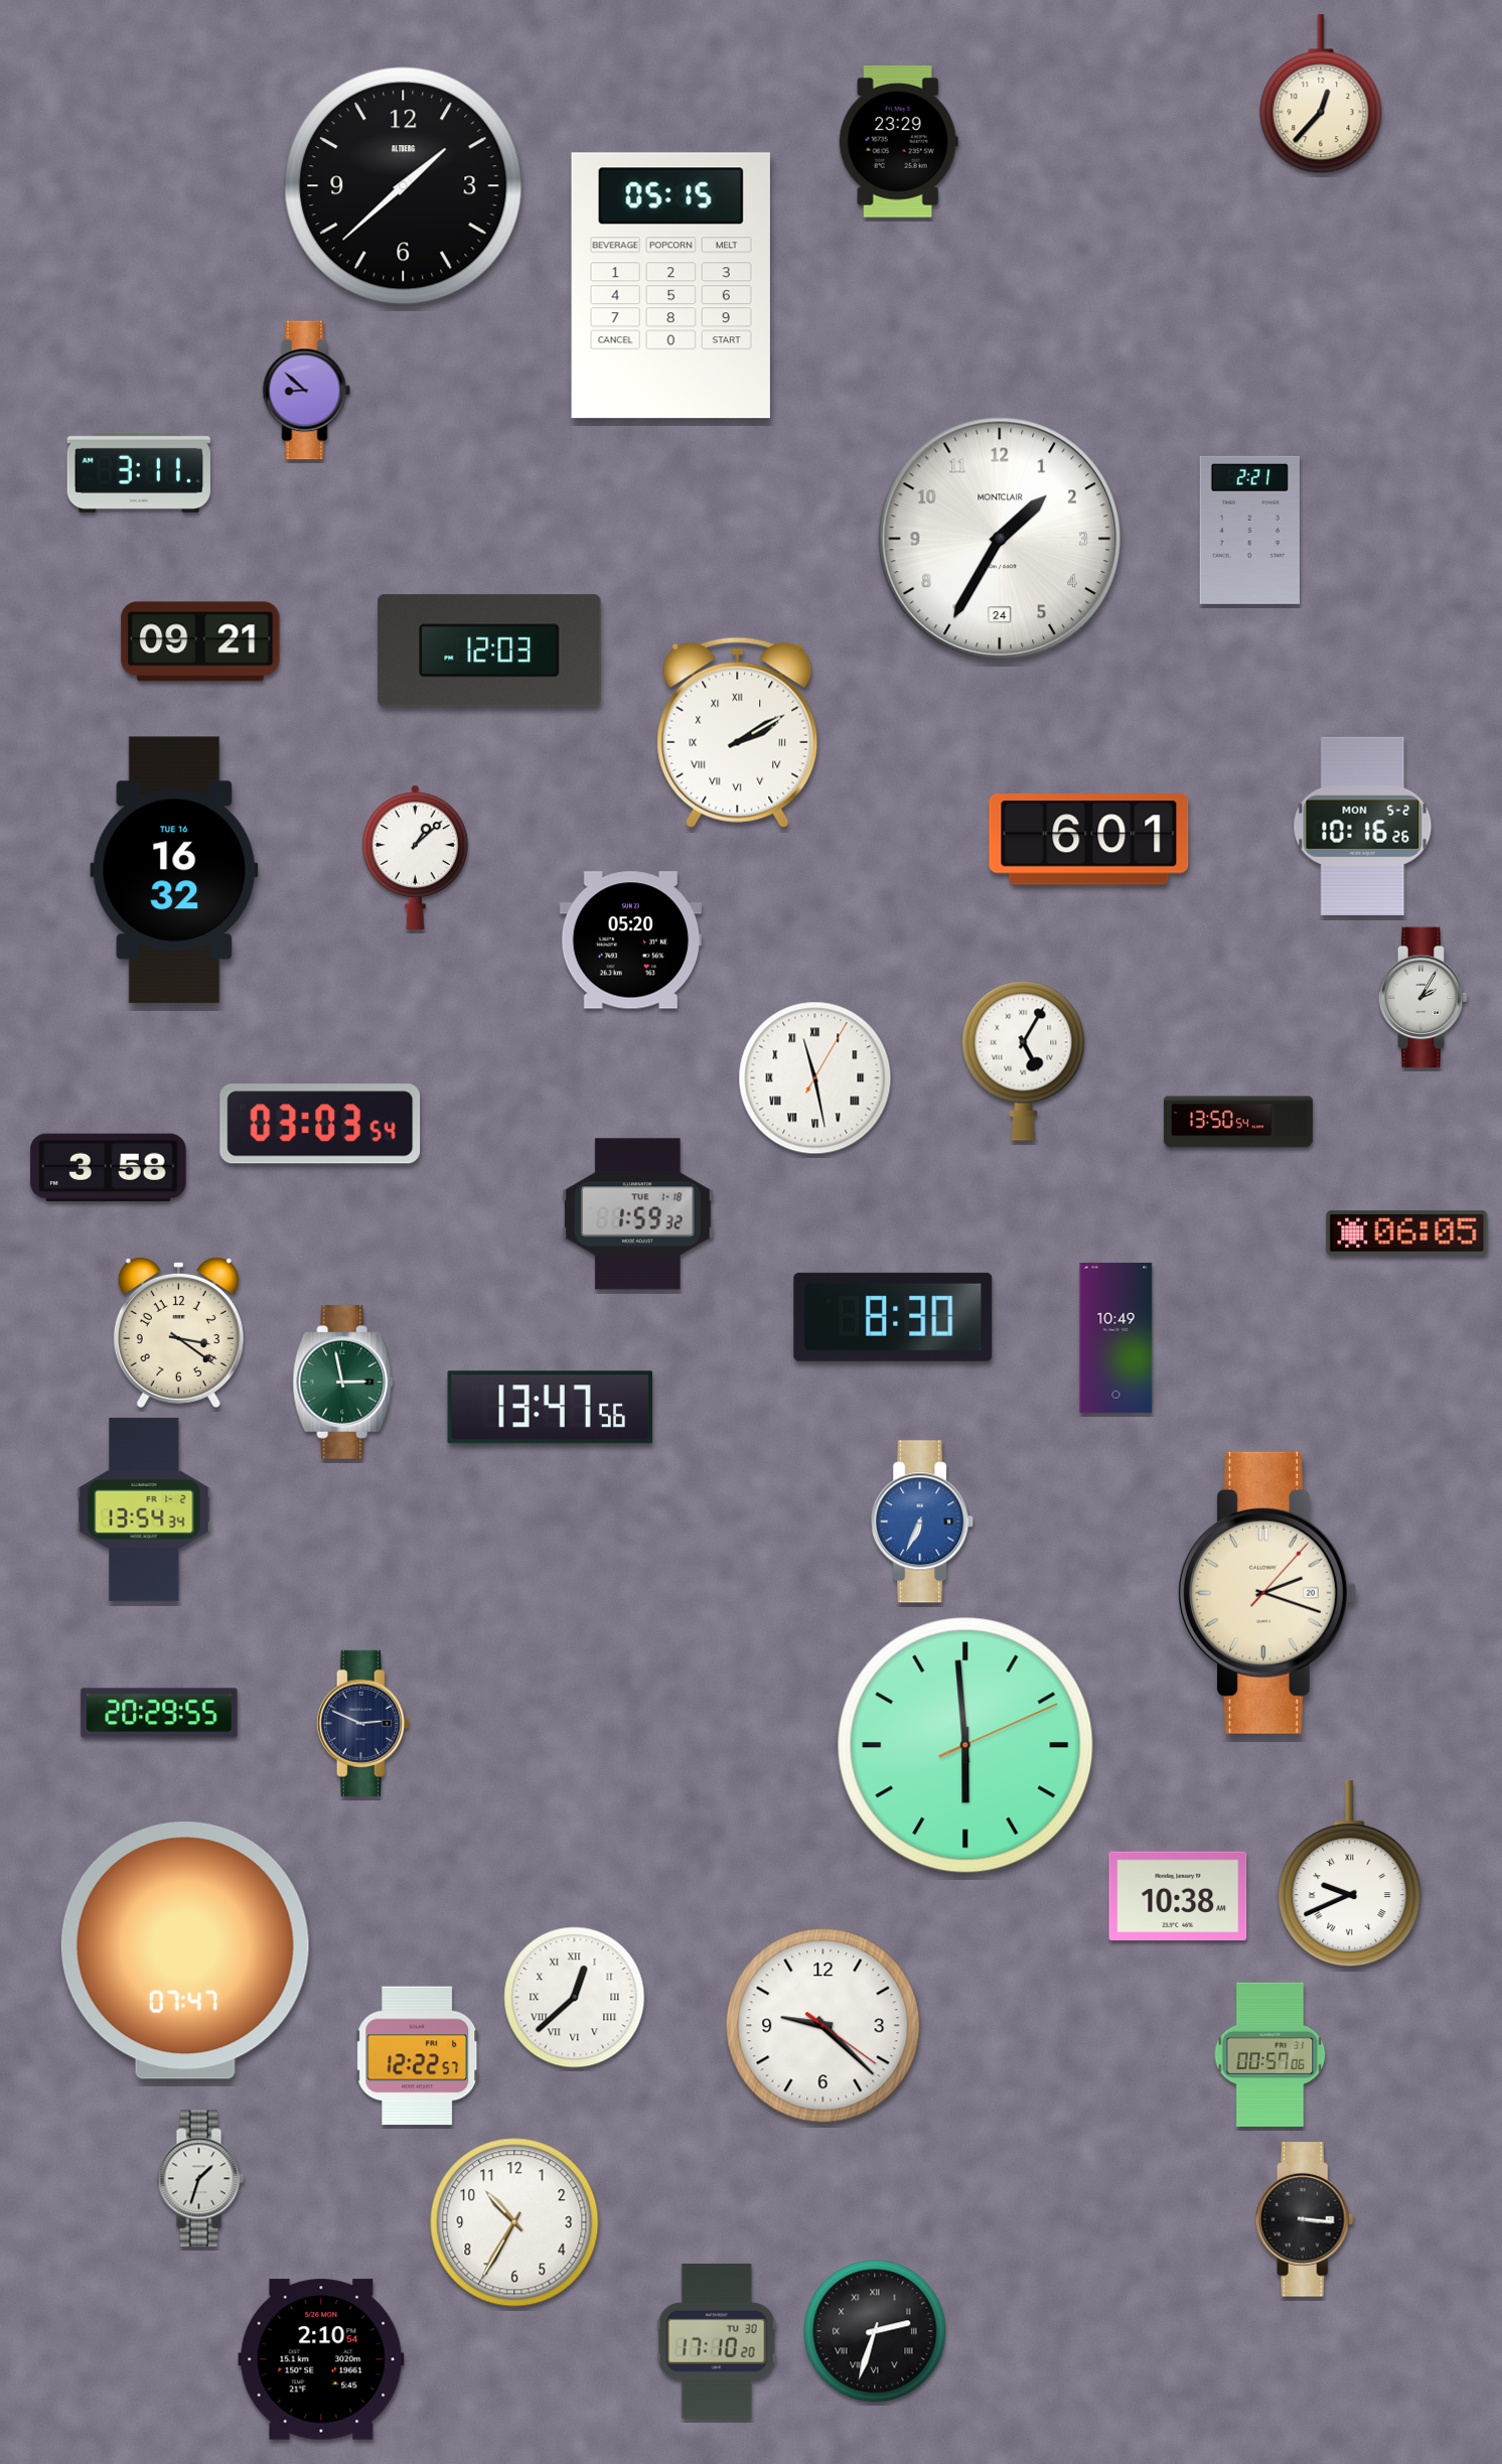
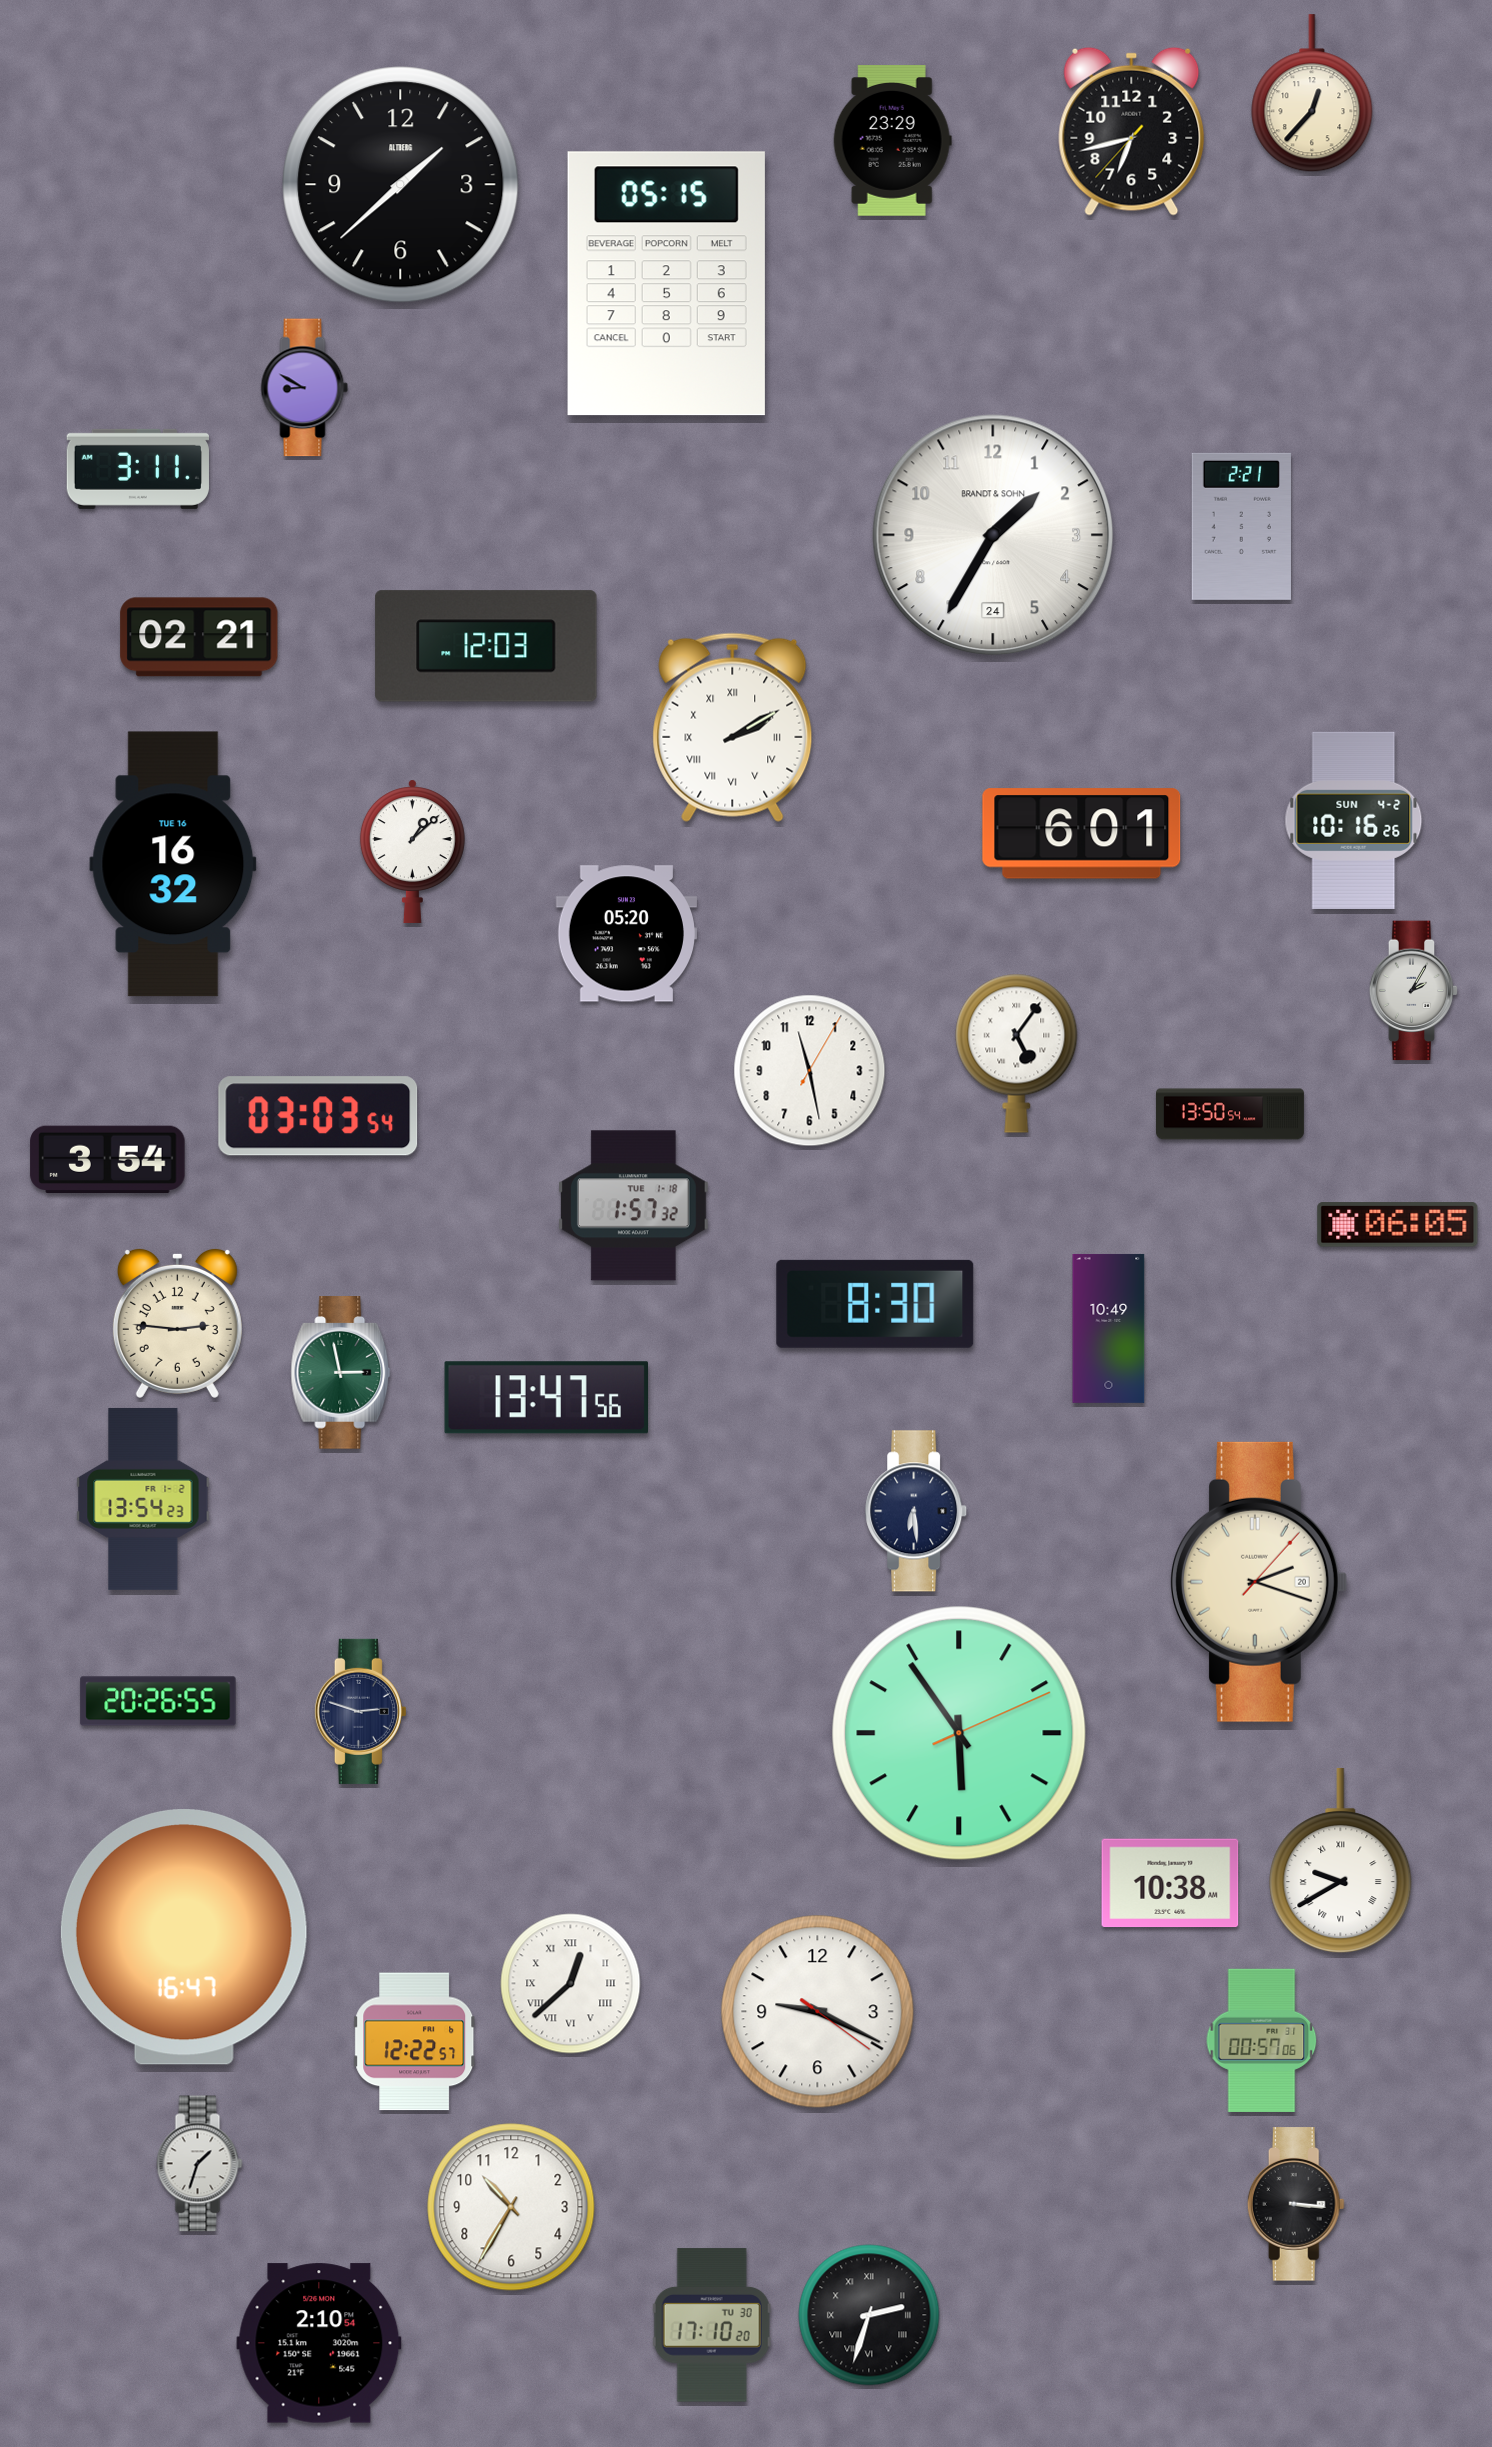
clock at (1132, 131): none -> 6:42
clock at (307, 391): 8:52 -> 8:50
clock at (1000, 539) brand: MONTCLAIR -> BRANDT & SOHN
clock at (200, 641): 09:21 -> 02:21
clock at (1363, 826) date: MON 5-2 -> SUN 4-2
clock at (1024, 1060): 5:05 -> 5:06
clock at (815, 1078) numerals: Roman -> Arabic
clock at (109, 1168): 3:58 -> 3:54
clock at (637, 1214): 1:59 -> 1:57
clock at (893, 1317) position: (893, 1317) -> (875, 1304)
clock at (178, 1332): 3:21 -> 2:46
clock at (144, 1509): 13:54:34 -> 13:54:23
clock at (923, 1521): 6:34 -> 6:29
clock at (923, 1521) dial: blue -> navy
clock at (159, 1713): 20:29 -> 20:26
clock at (362, 1723): 2:49 -> 2:48
clock at (965, 1745): 5:59 -> 5:54
clock at (1350, 1874): 9:41 -> 9:40
clock at (185, 1950): 07:47 -> 16:47
clock at (823, 2026): 9:22 -> 9:19
